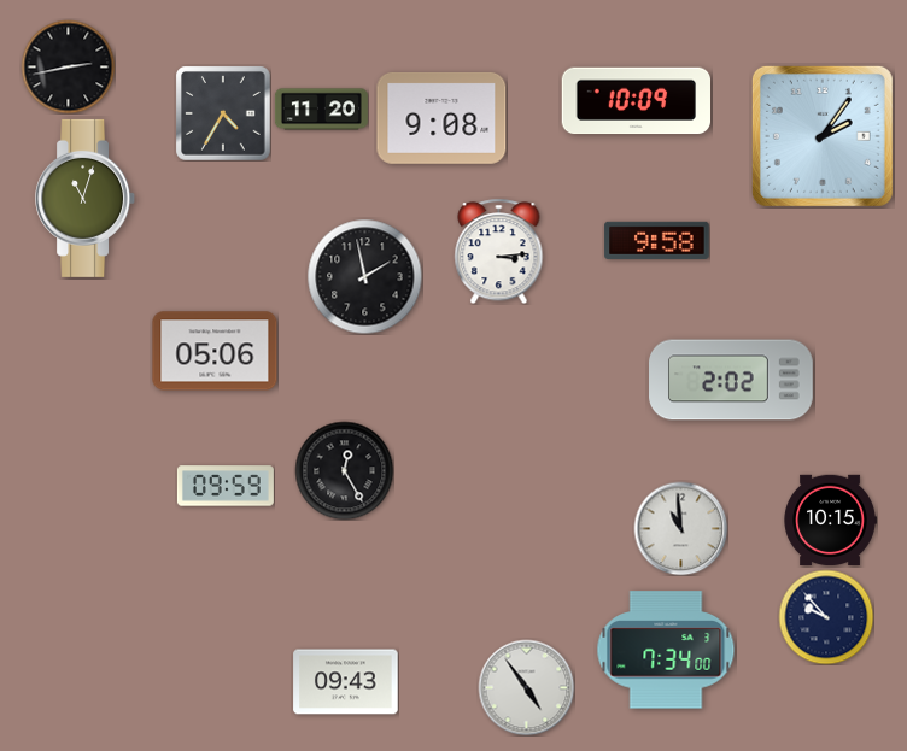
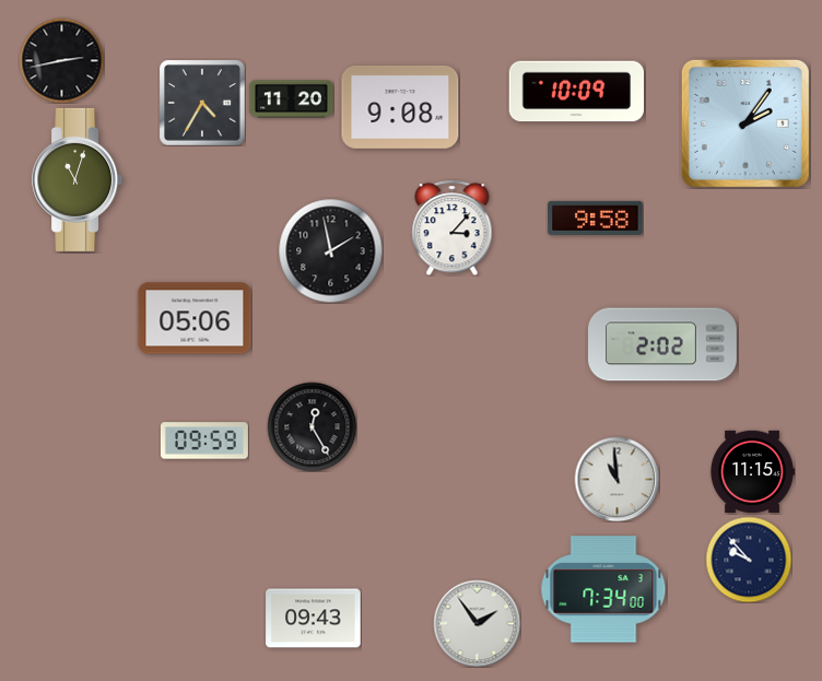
clock at (499, 251): 3:14 -> 3:07
clock at (830, 521): 10:15 -> 11:15
clock at (526, 687): 4:54 -> 1:54
